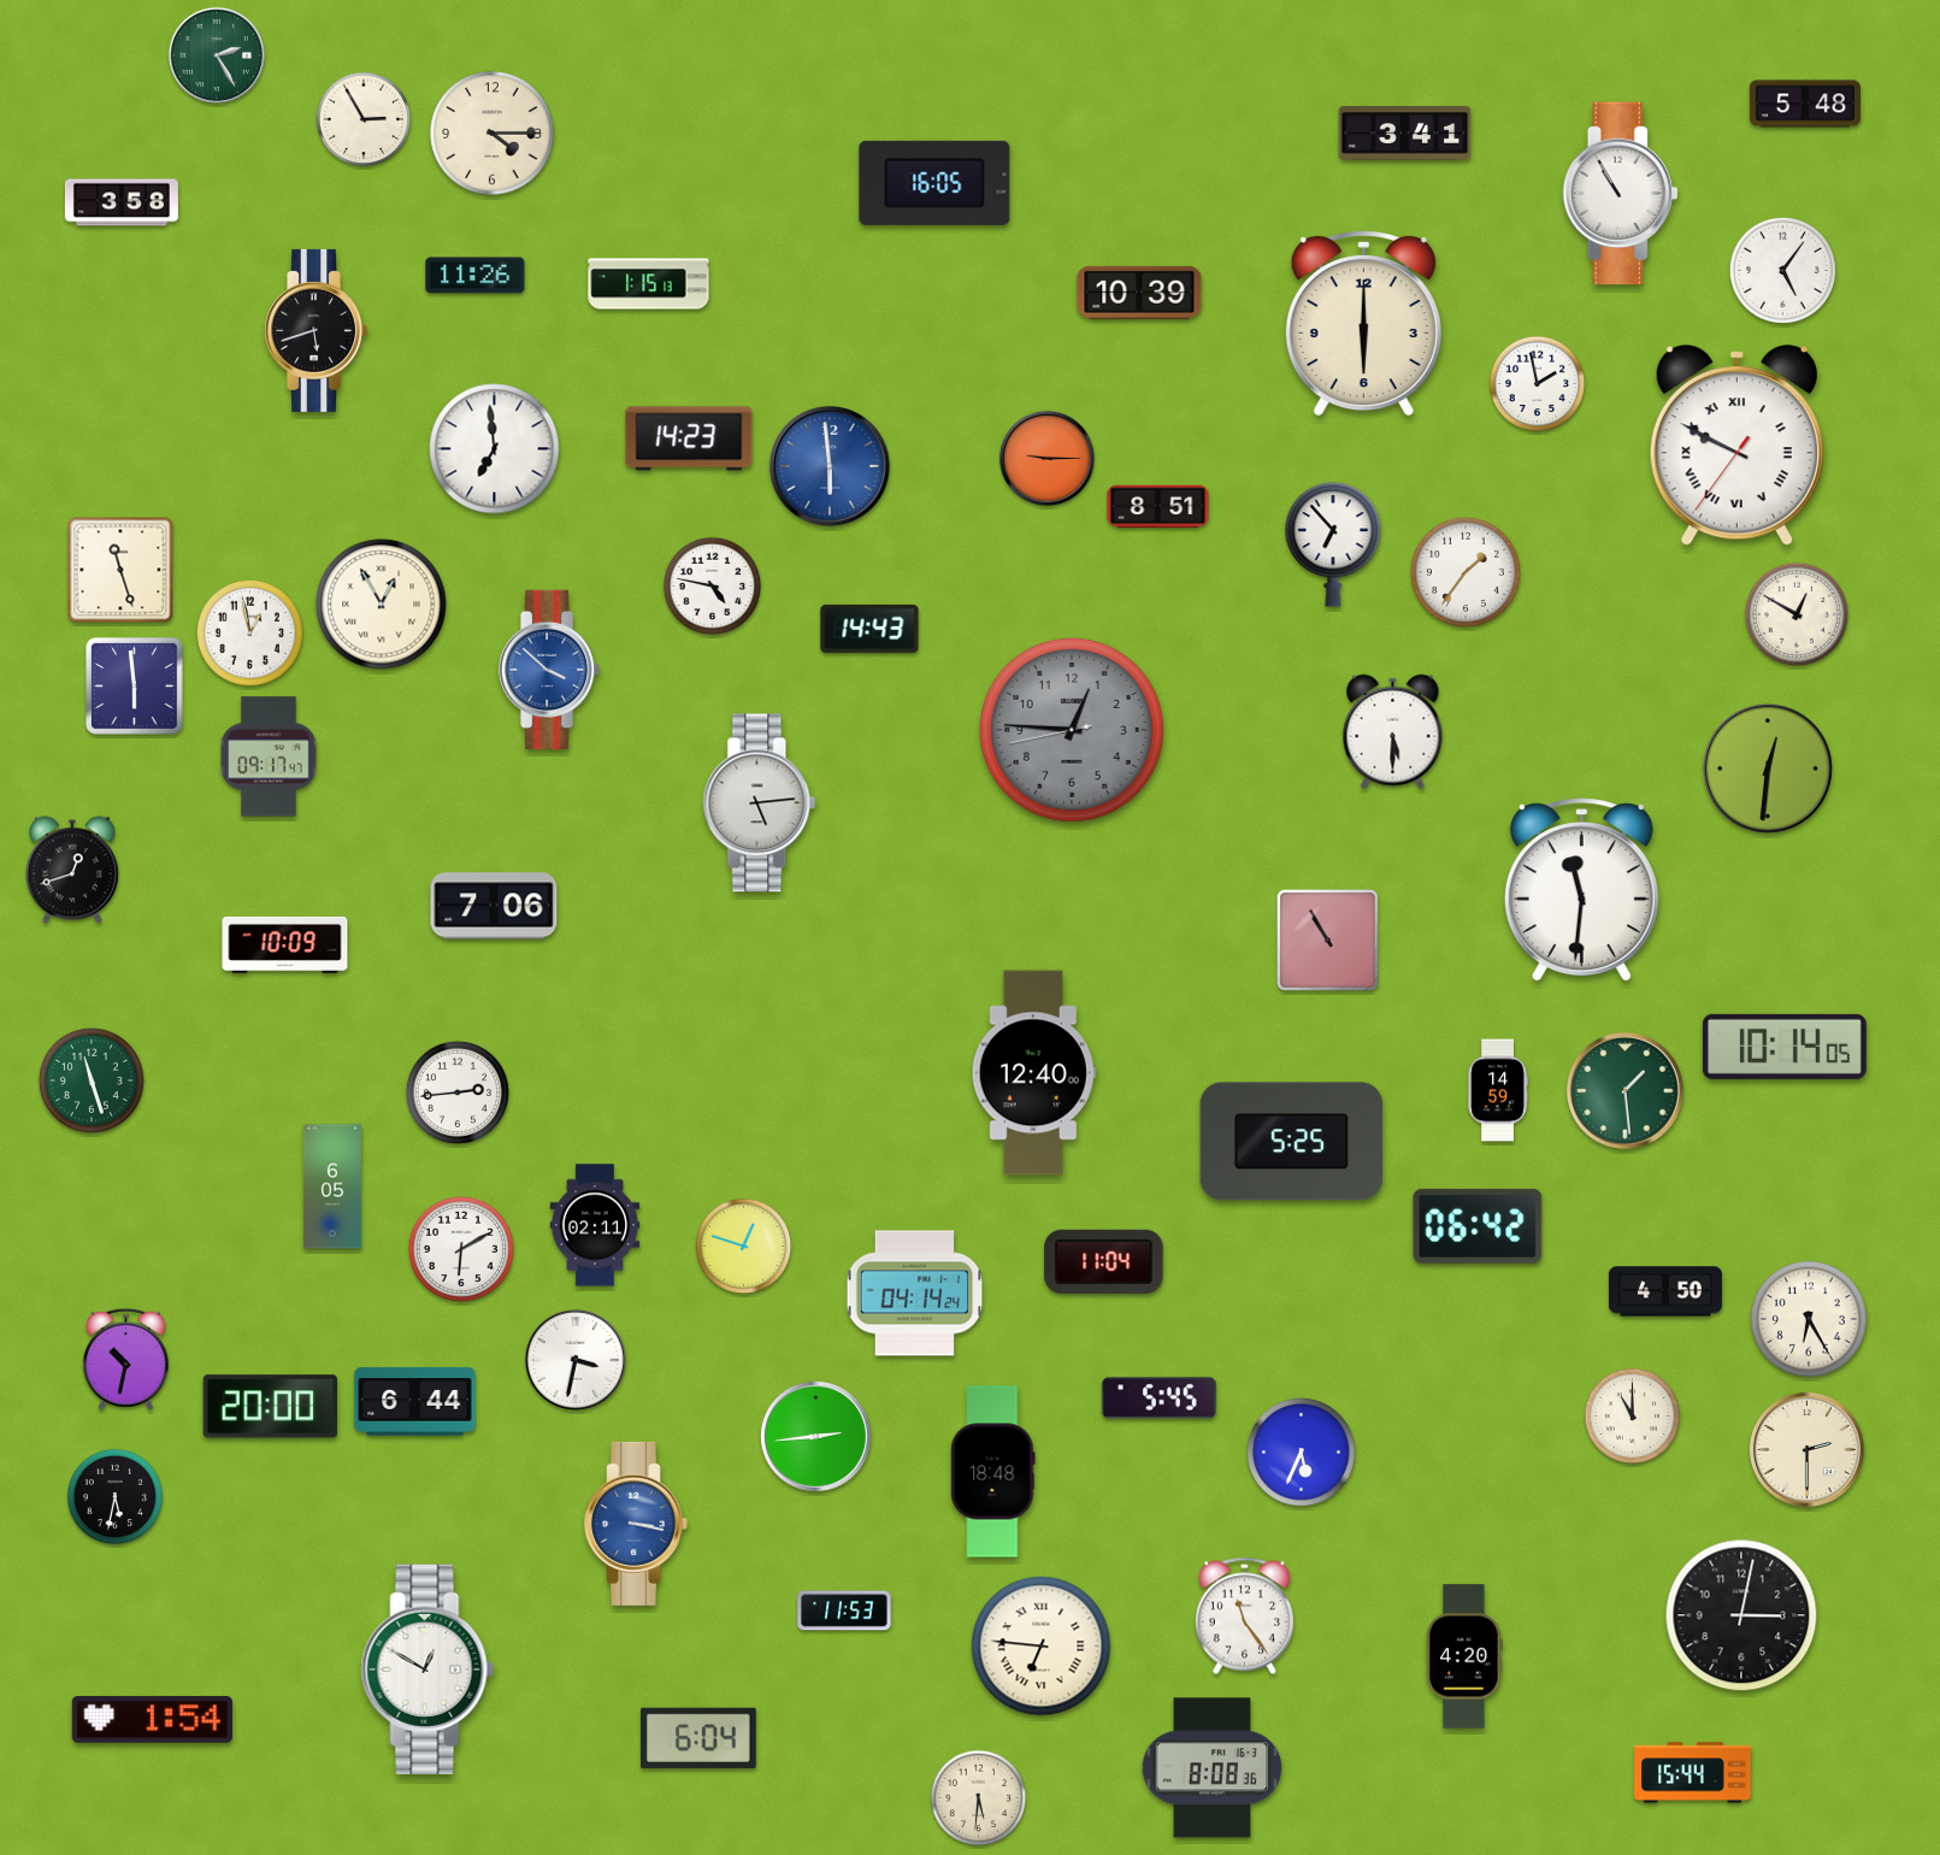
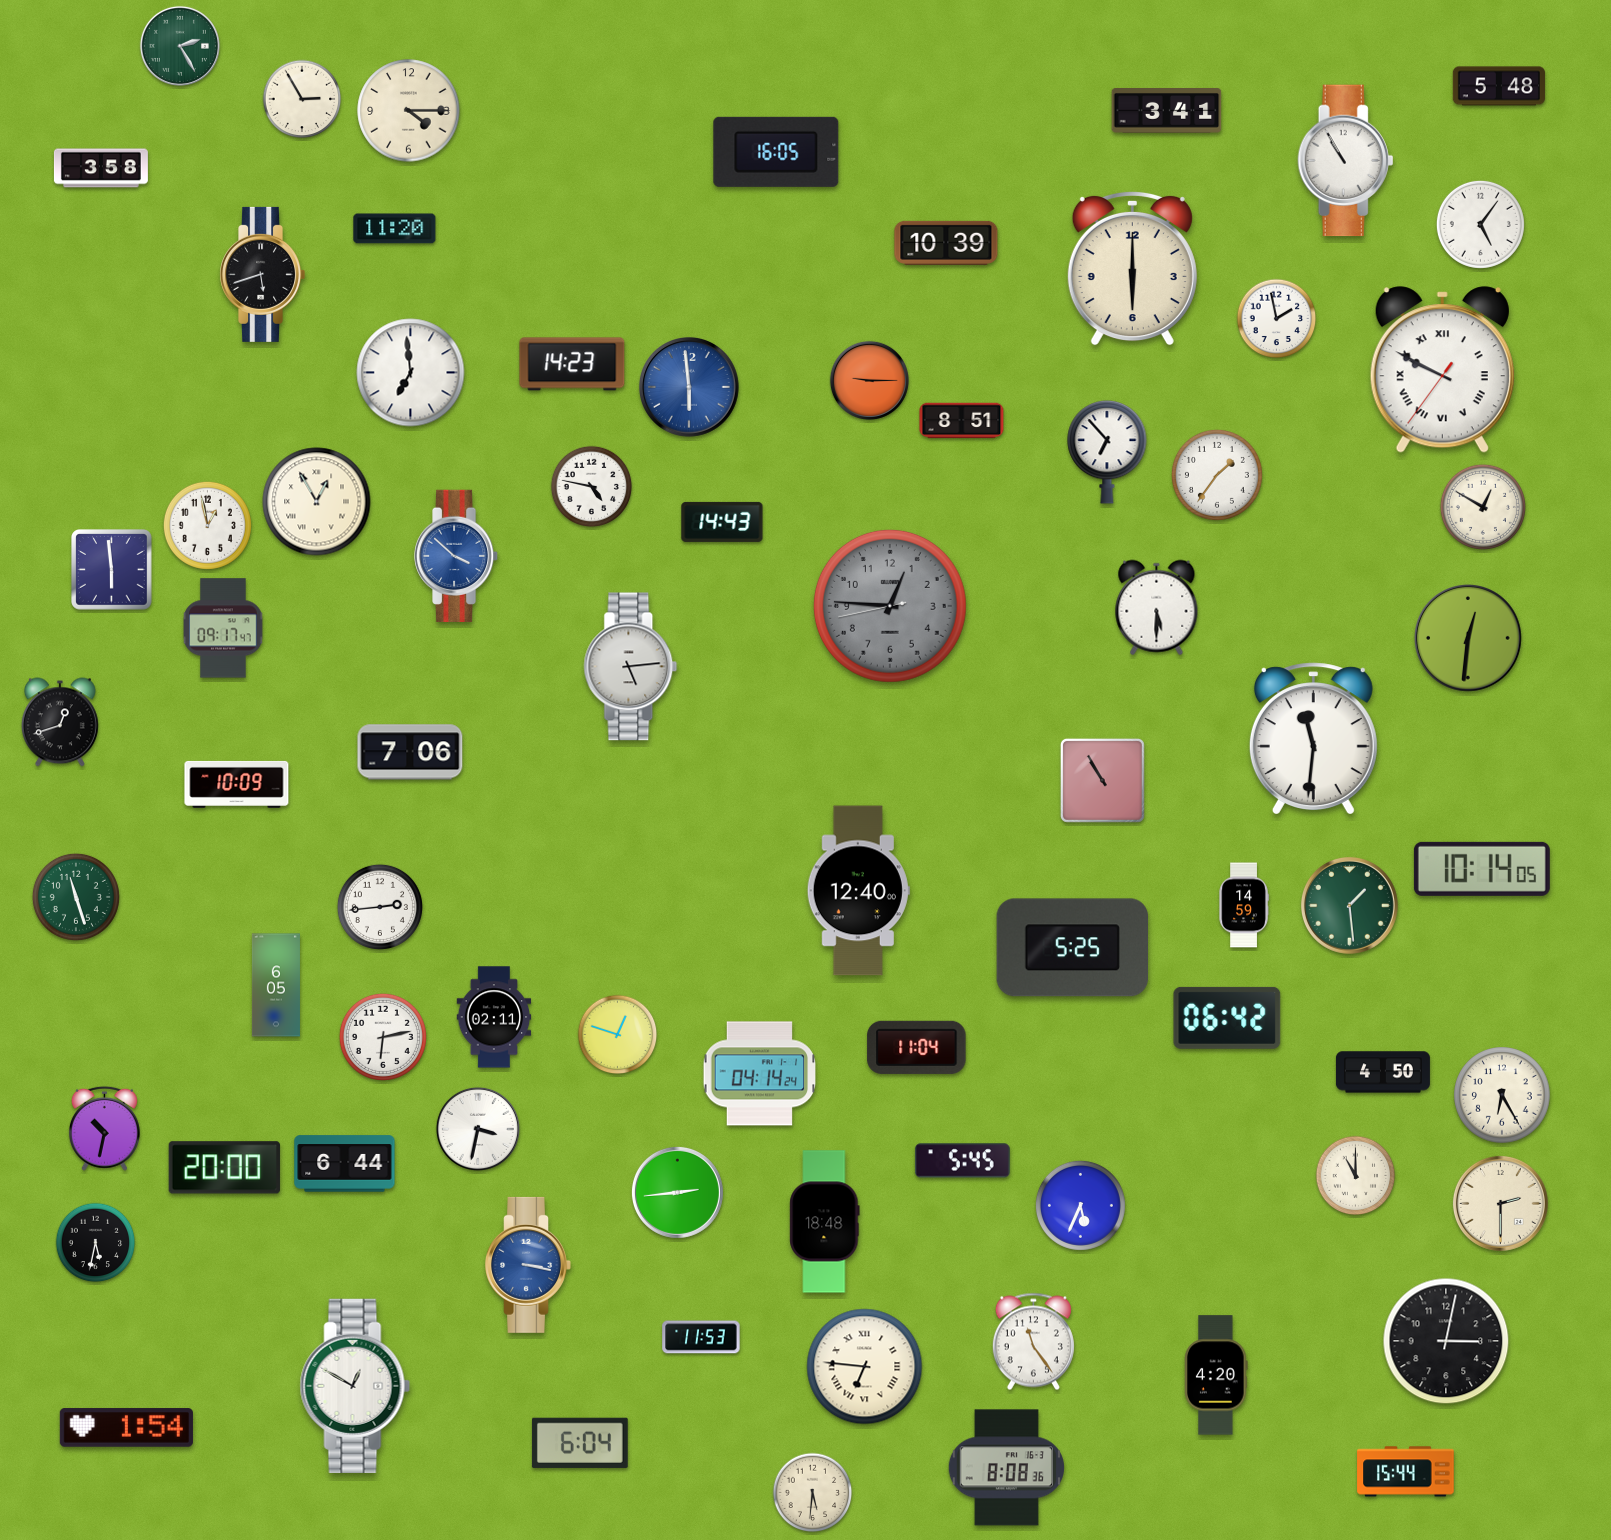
clock at (476, 276): 11:26 -> 11:20
clock at (649, 284): 1:15 -> none
clock at (120, 570): 11:27 -> none
clock at (1797, 614) position: (1797, 614) -> (1483, 507)
clock at (461, 1249): 6:10 -> 6:13
